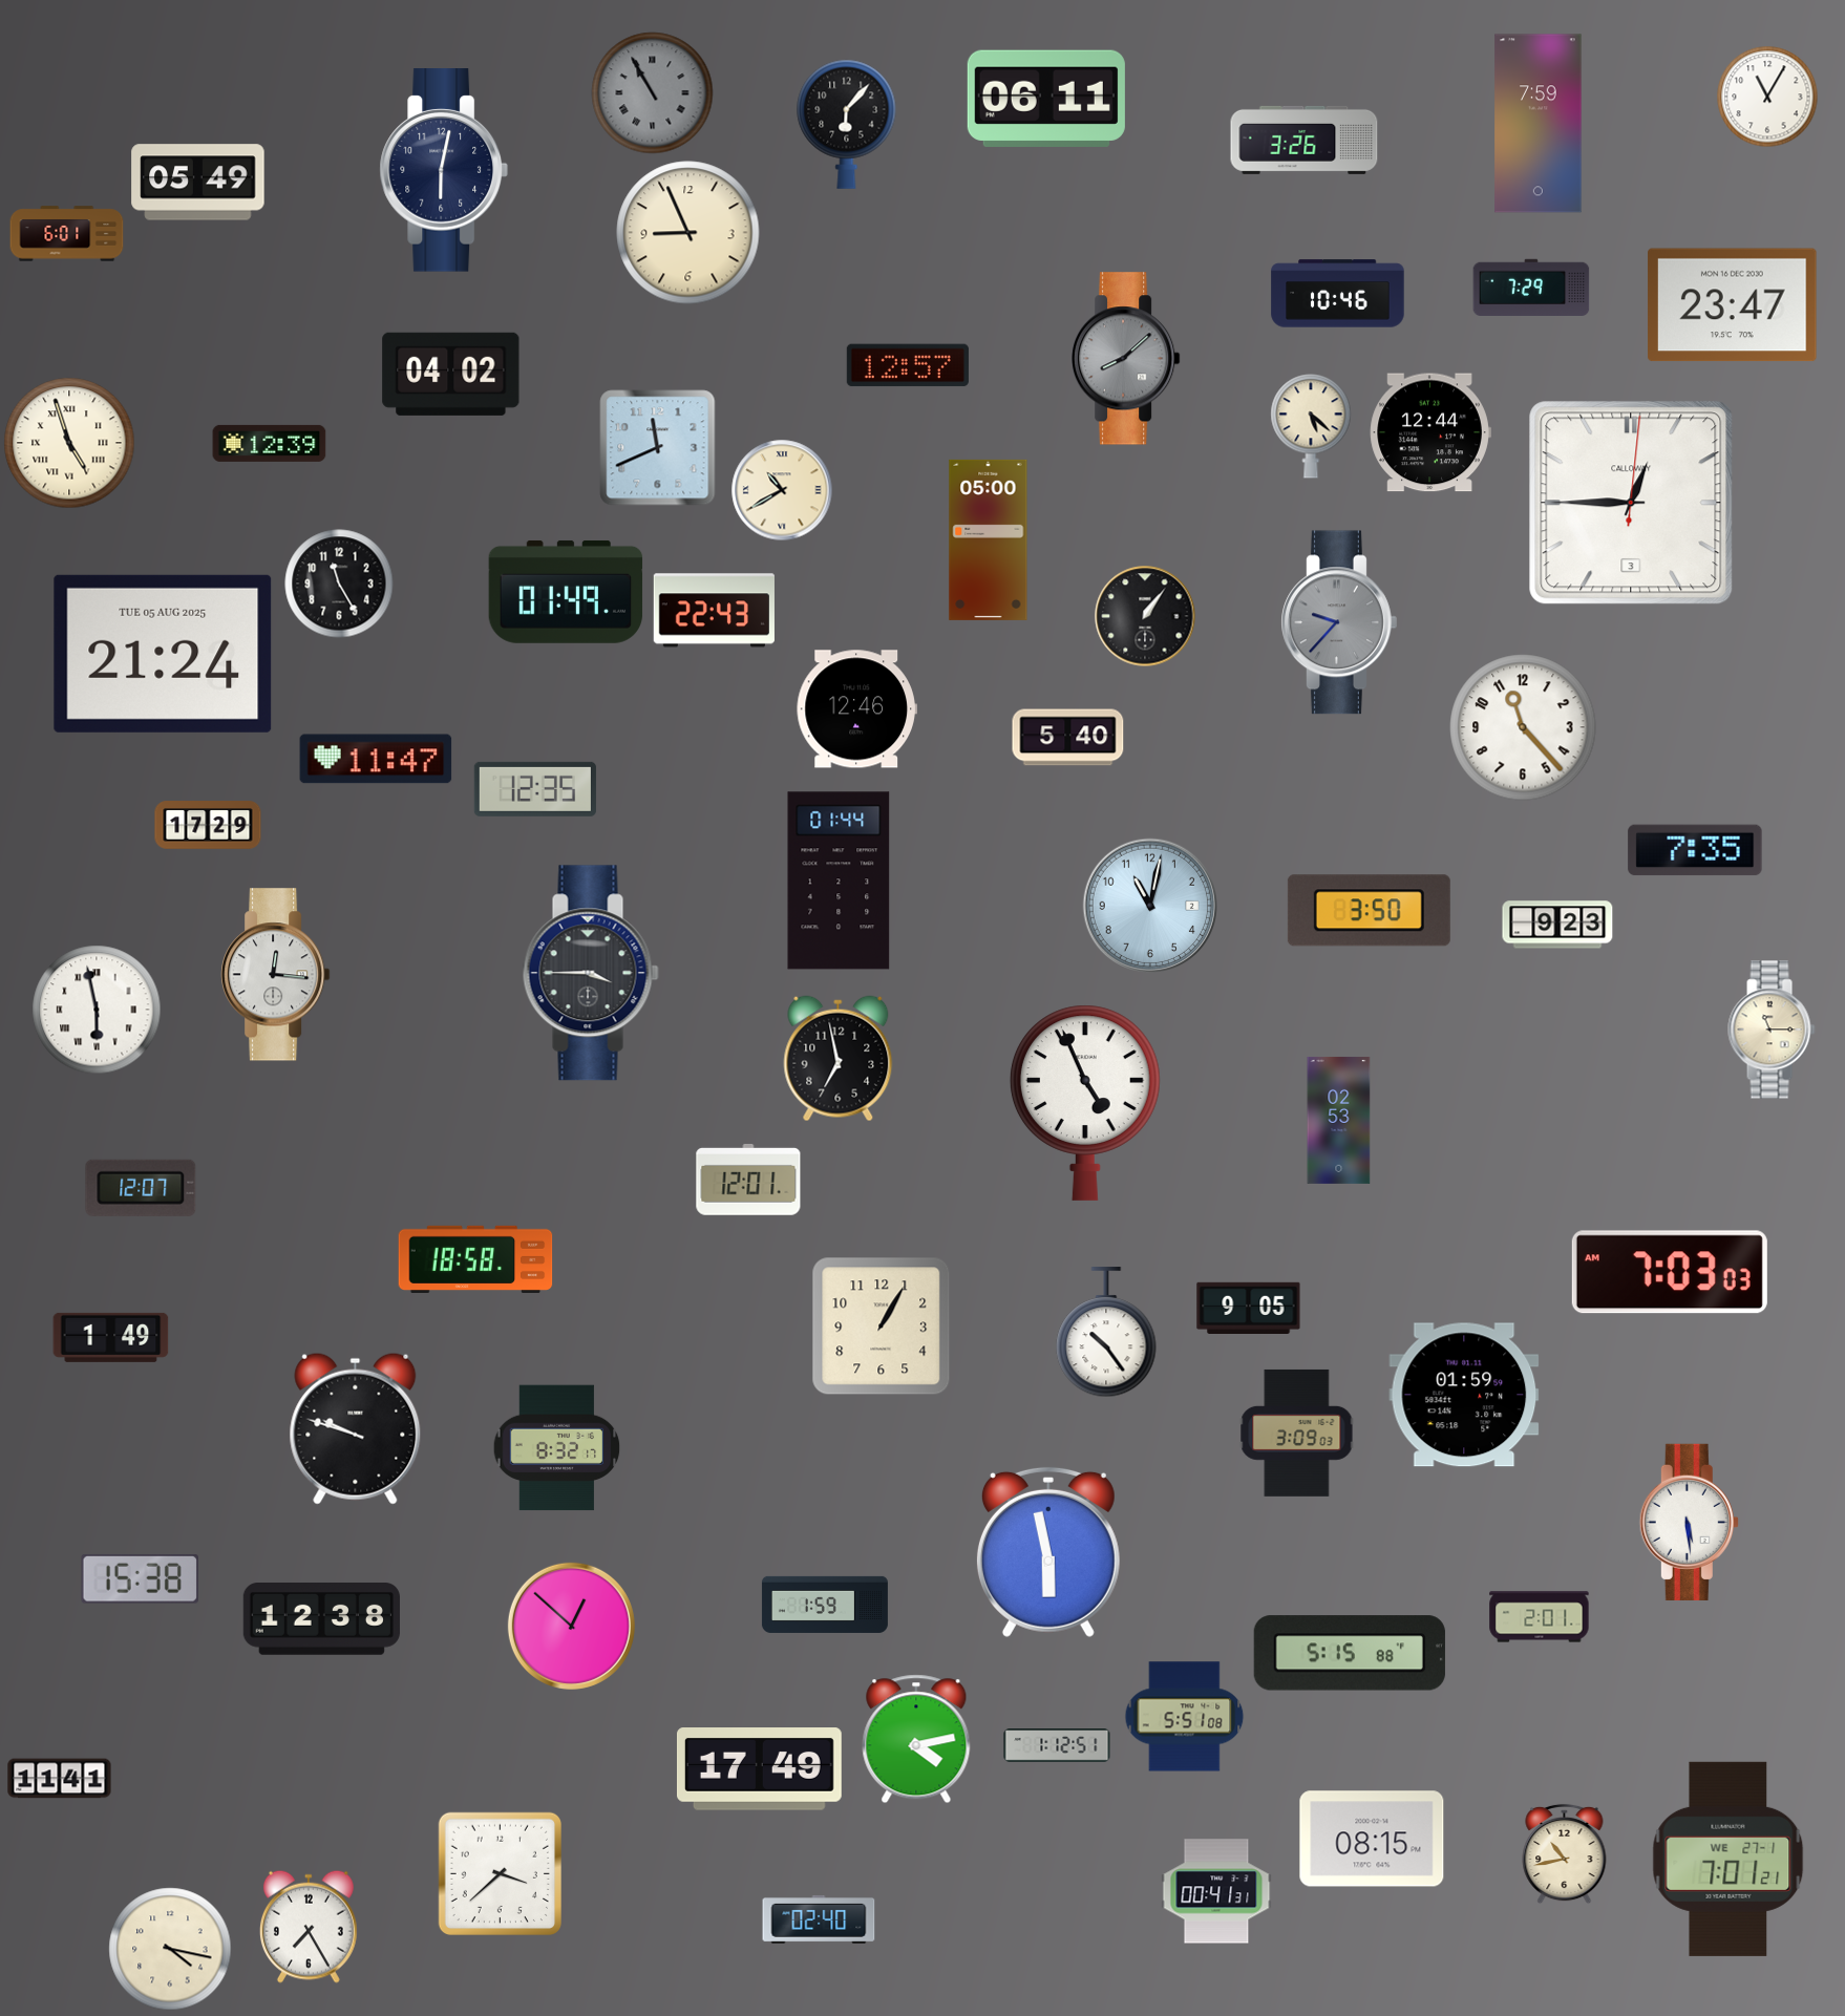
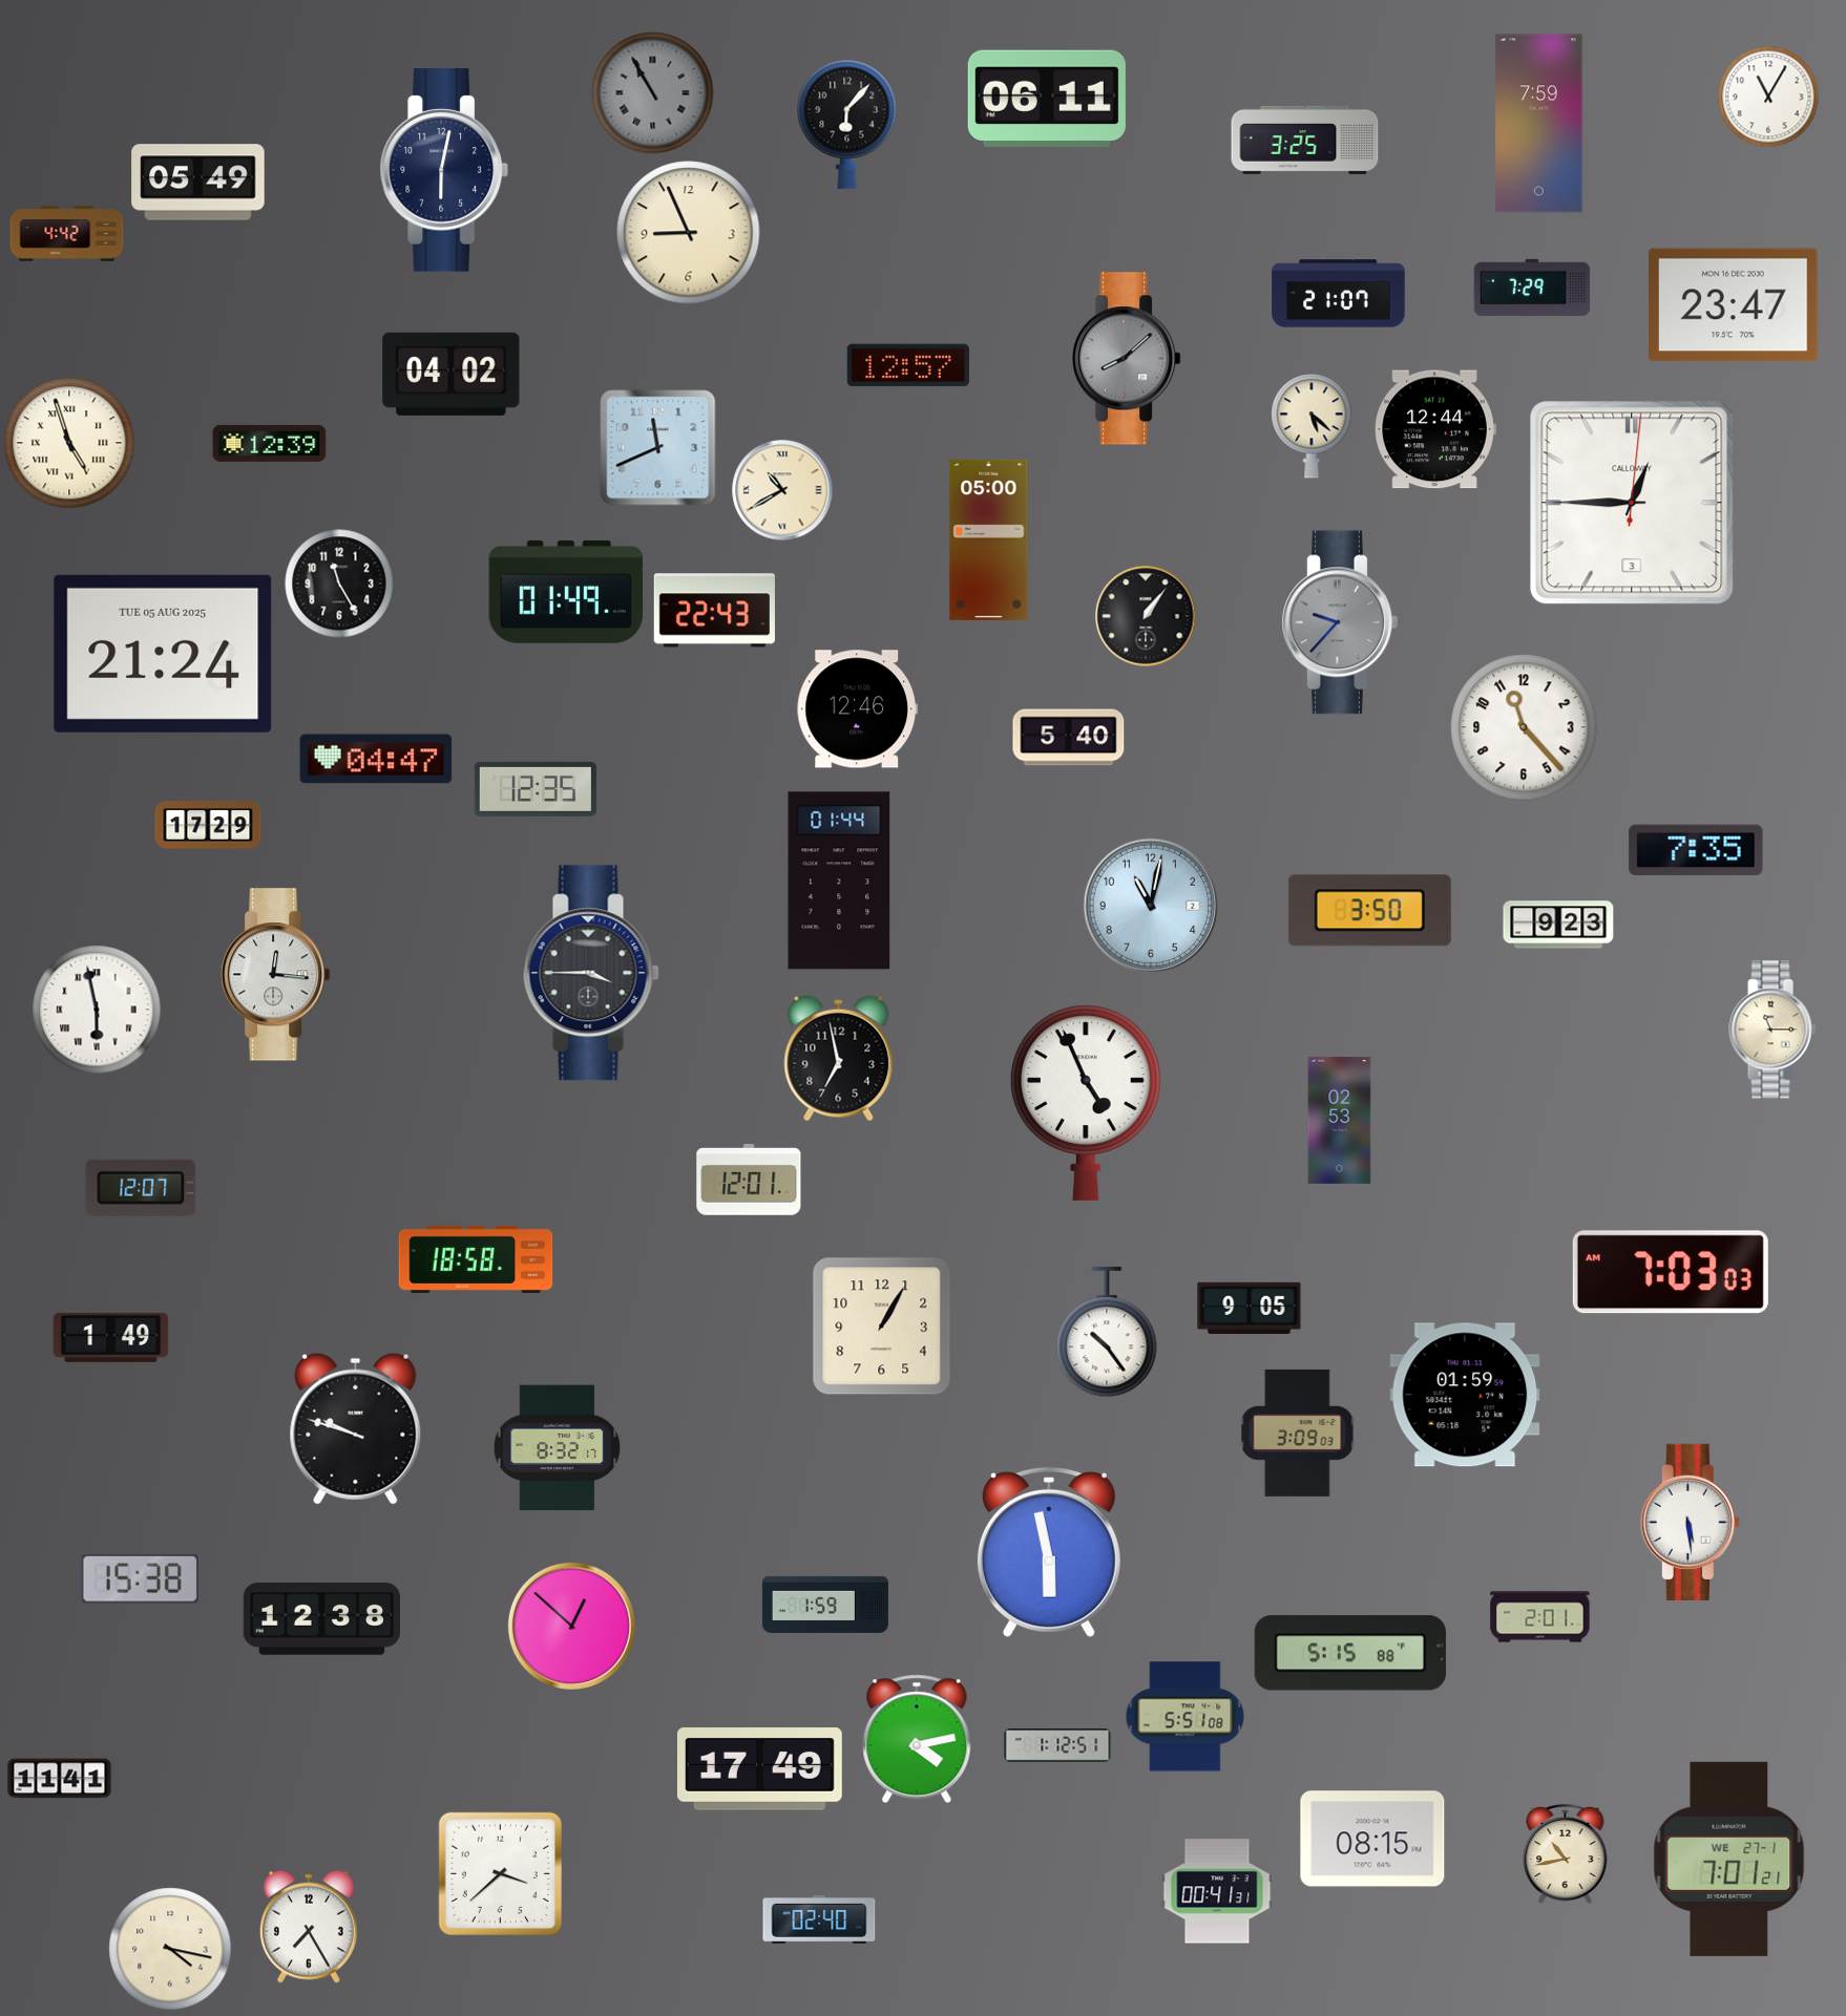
clock at (1305, 140): 3:26 -> 3:25
clock at (67, 234): 6:01 -> 4:42
clock at (1338, 294): 10:46 -> 21:07
clock at (1430, 432) position: (1430, 432) -> (1435, 429)
clock at (376, 759): 11:47 -> 04:47
